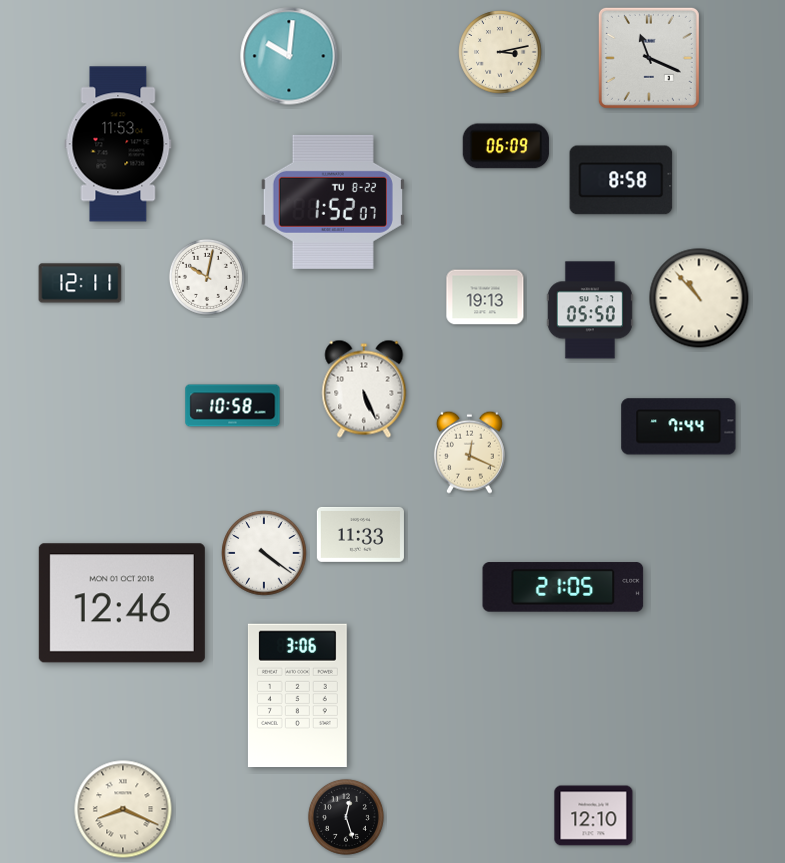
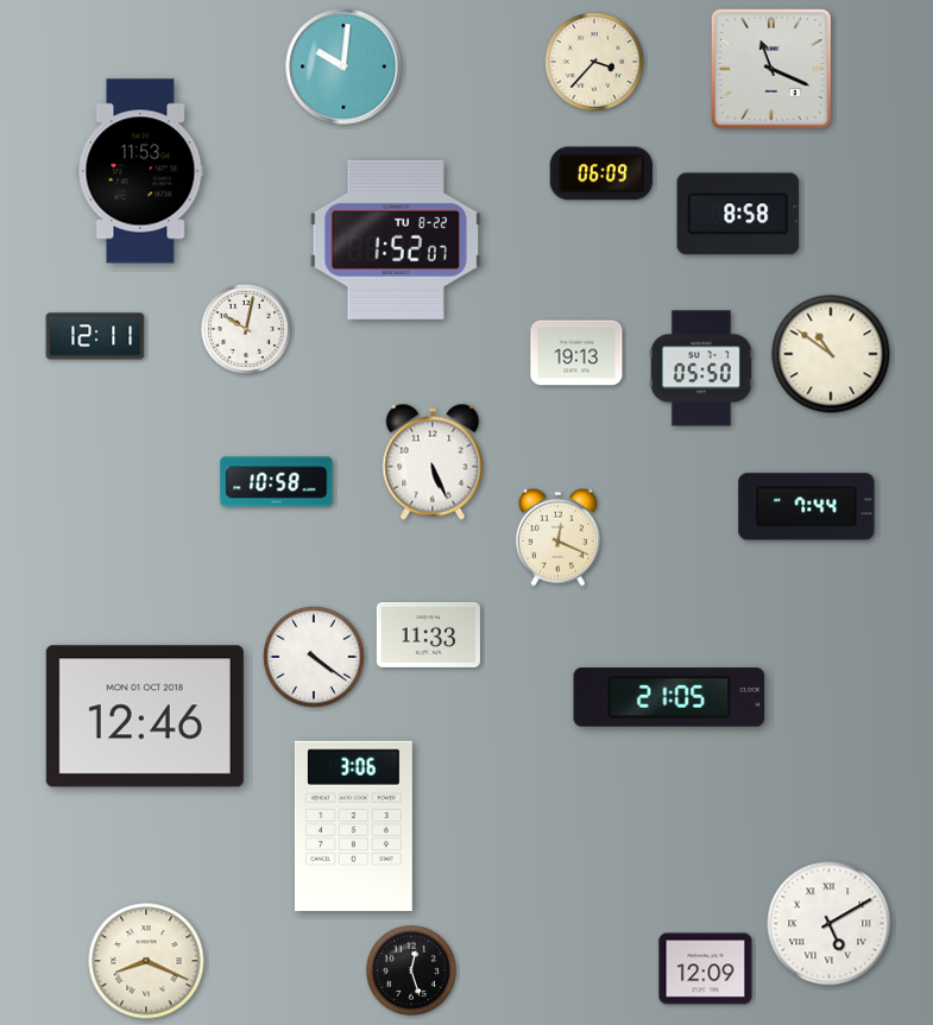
clock at (500, 52): 3:13 -> 3:37
clock at (699, 298): 10:53 -> 10:51
clock at (830, 924): none -> 5:10
clock at (594, 816): 12:10 -> 12:09
